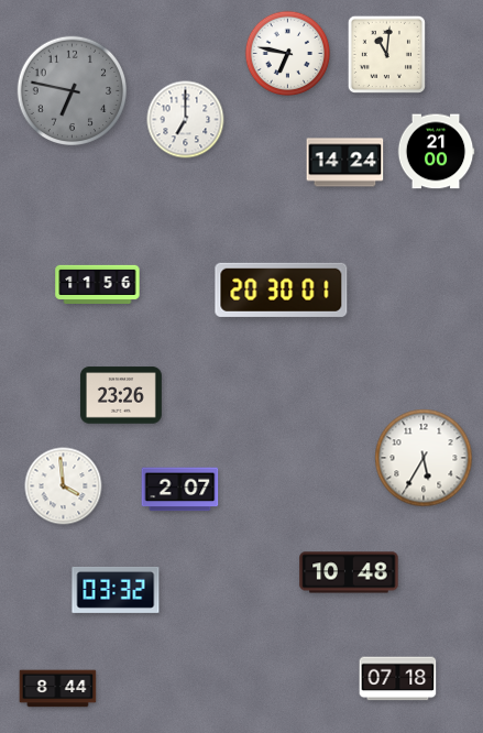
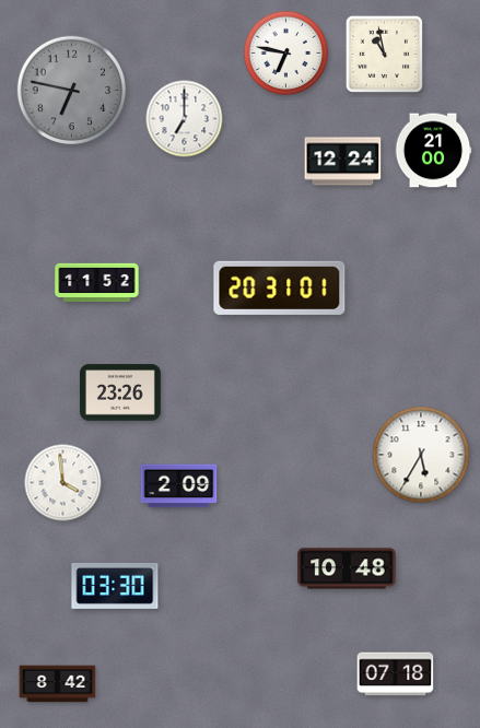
clock at (386, 54): 11:01 -> 10:58
clock at (345, 163): 14:24 -> 12:24
clock at (98, 285): 11:56 -> 11:52
clock at (282, 289): 20:30 -> 20:31
clock at (180, 490): 2:07 -> 2:09
clock at (116, 590): 03:32 -> 03:30
clock at (58, 689): 8:44 -> 8:42
